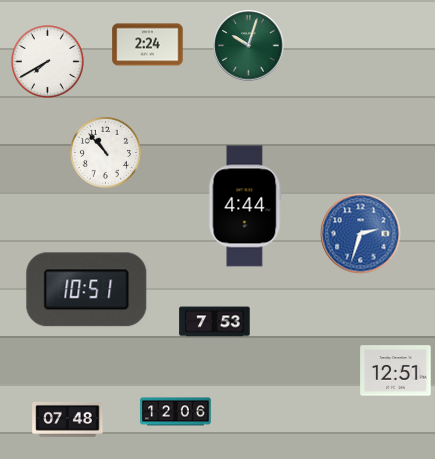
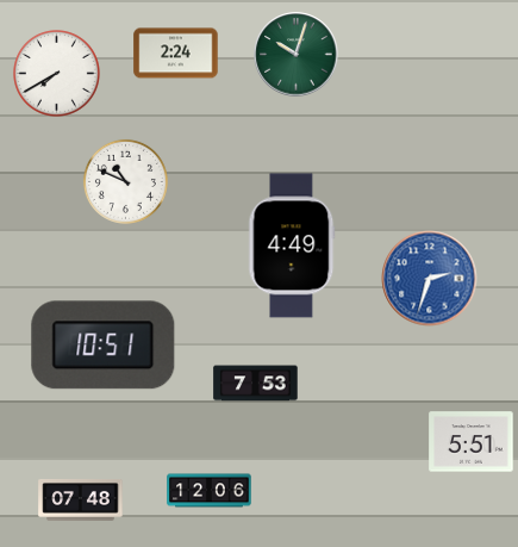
clock at (105, 152): 10:53 -> 10:49
clock at (245, 206): 4:44 -> 4:49
clock at (396, 371): 12:51 -> 5:51
